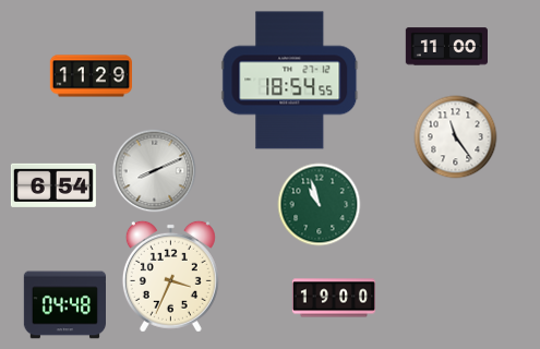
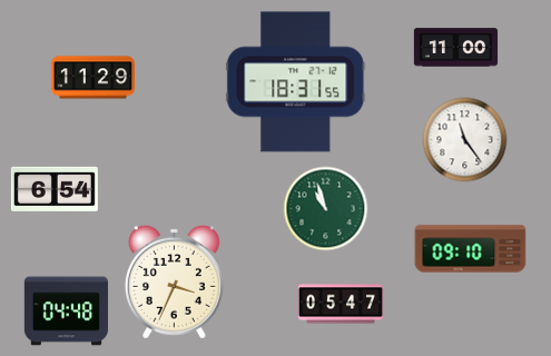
clock at (290, 81): 18:54 -> 18:31
clock at (155, 171): 8:11 -> none
clock at (471, 249): none -> 09:10
clock at (334, 298): 19:00 -> 05:47
